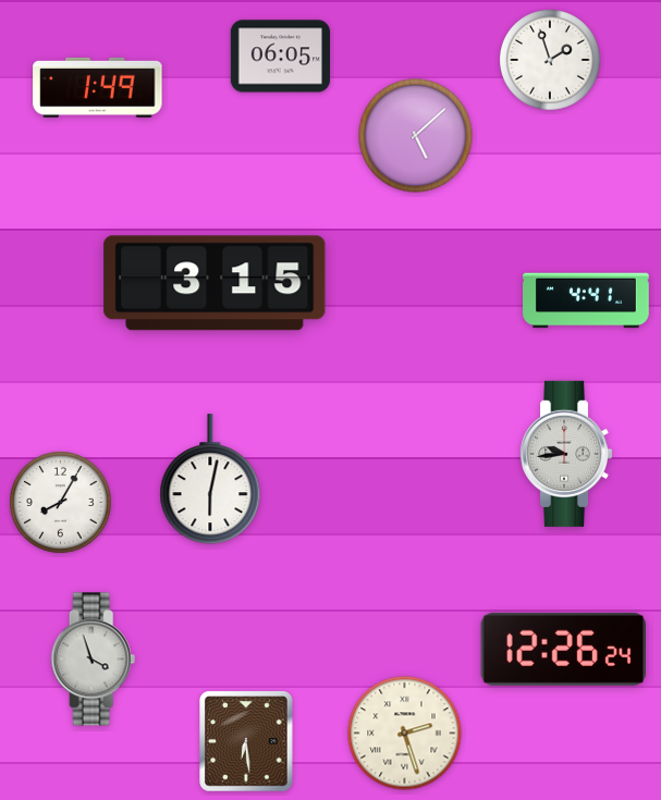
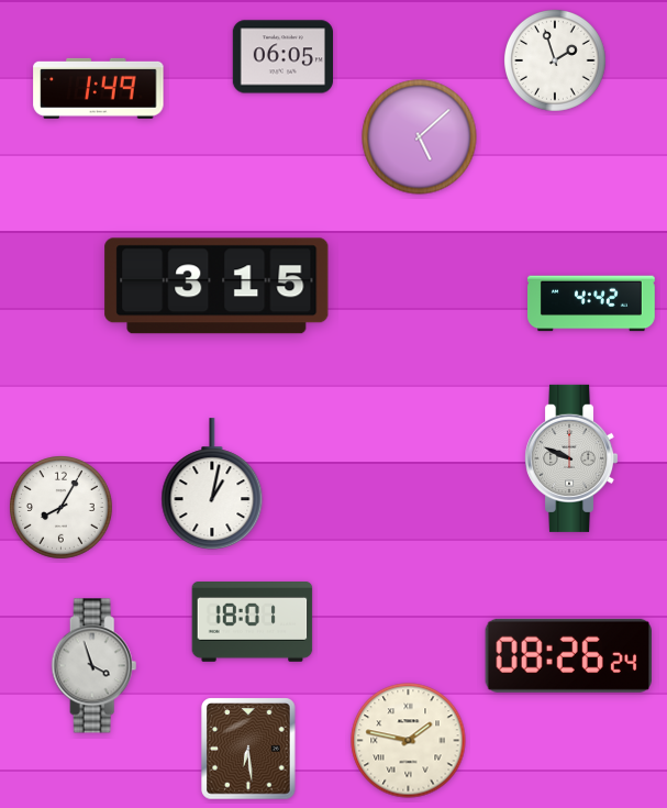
clock at (587, 300): 4:41 -> 4:42
clock at (566, 454): 9:44 -> 9:49
clock at (210, 480): 6:02 -> 1:02
clock at (253, 622): none -> 18:01
clock at (563, 649): 12:26 -> 08:26
clock at (405, 734): 2:27 -> 1:47
